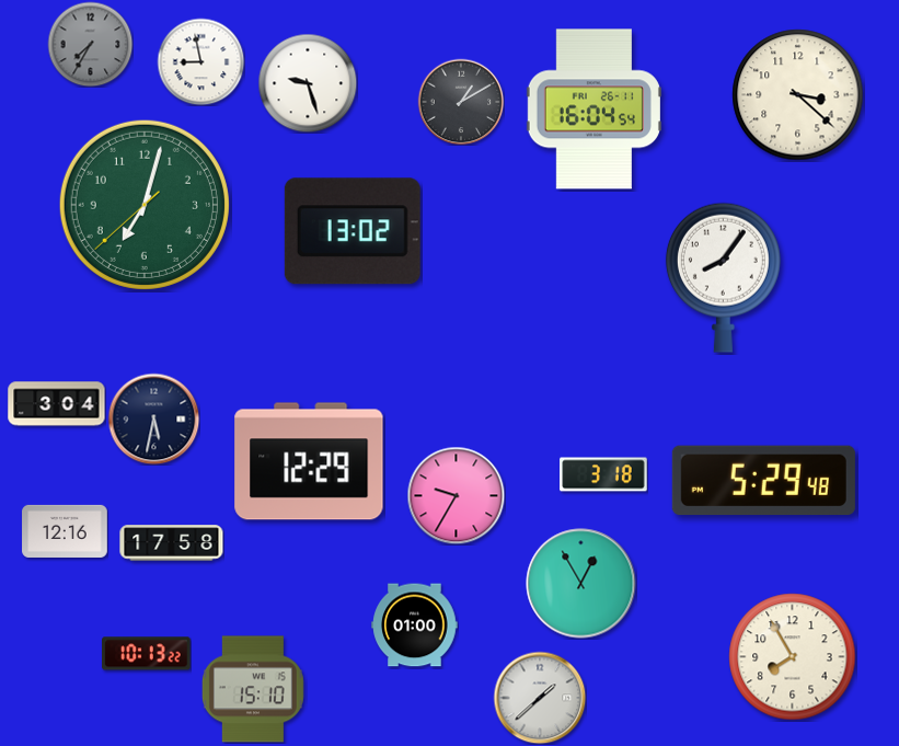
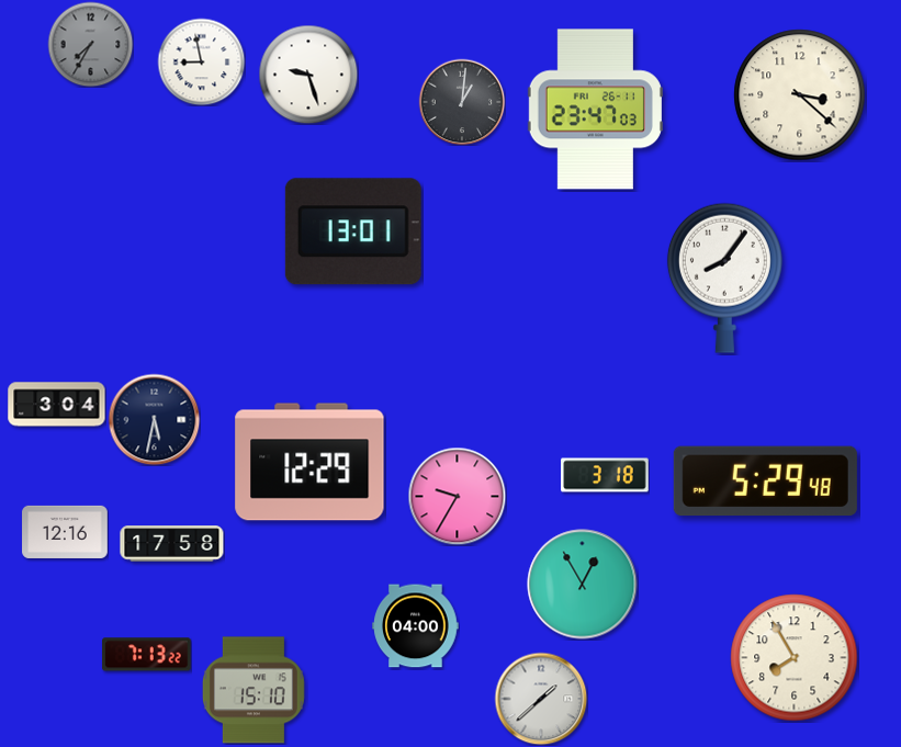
clock at (308, 83) position: (308, 83) -> (308, 75)
clock at (461, 102): 1:10 -> 1:01
clock at (593, 110): 16:04 -> 23:47
clock at (145, 205): 7:02 -> none
clock at (353, 231): 13:02 -> 13:01
clock at (415, 626): 01:00 -> 04:00
clock at (147, 654): 10:13 -> 7:13
